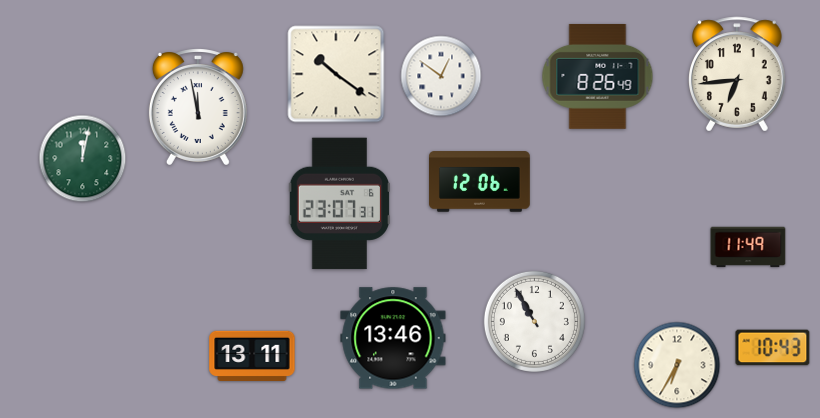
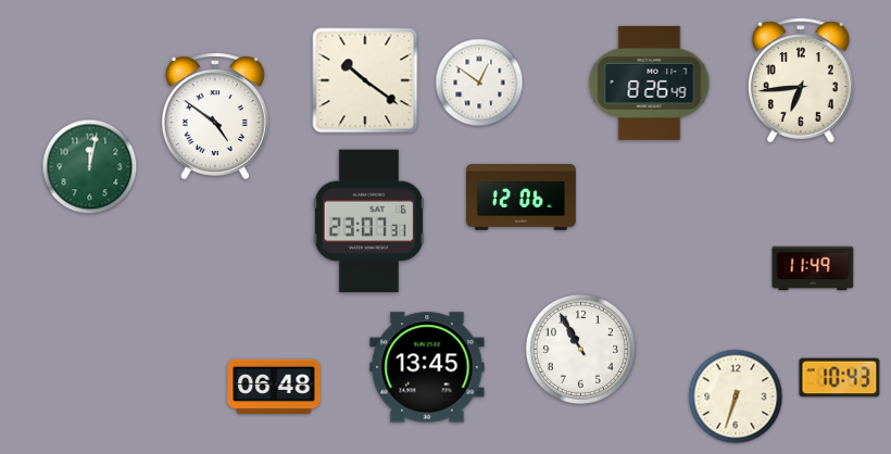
clock at (198, 107): 11:58 -> 4:51
clock at (83, 159) position: (83, 159) -> (90, 167)
clock at (393, 338): 13:46 -> 13:45
clock at (252, 356): 13:11 -> 06:48
clock at (677, 365): 6:35 -> 6:33
